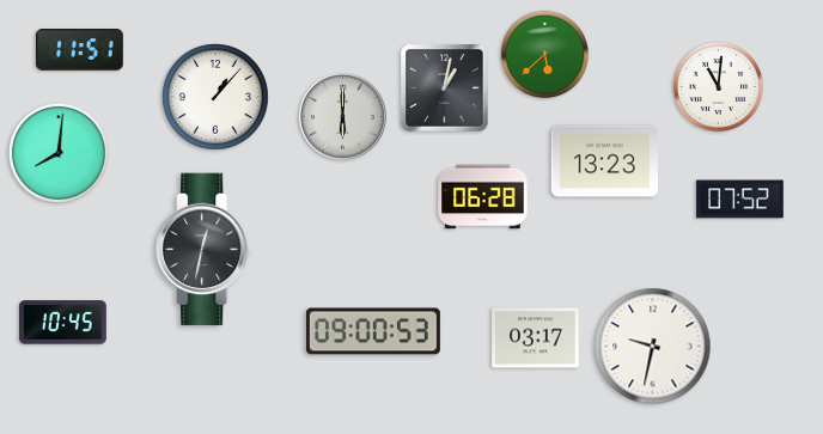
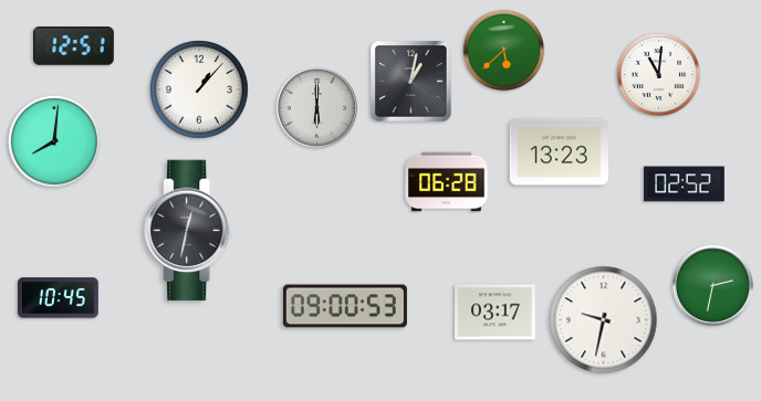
clock at (80, 50): 11:51 -> 12:51
clock at (719, 87) position: (719, 87) -> (659, 75)
clock at (604, 161) position: (604, 161) -> (559, 152)
clock at (740, 200): 07:52 -> 02:52
clock at (712, 285): none -> 2:32
